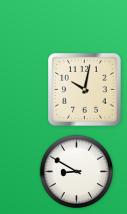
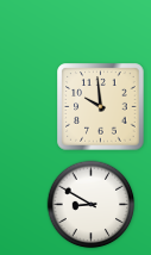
clock at (85, 90): 10:02 -> 9:59
